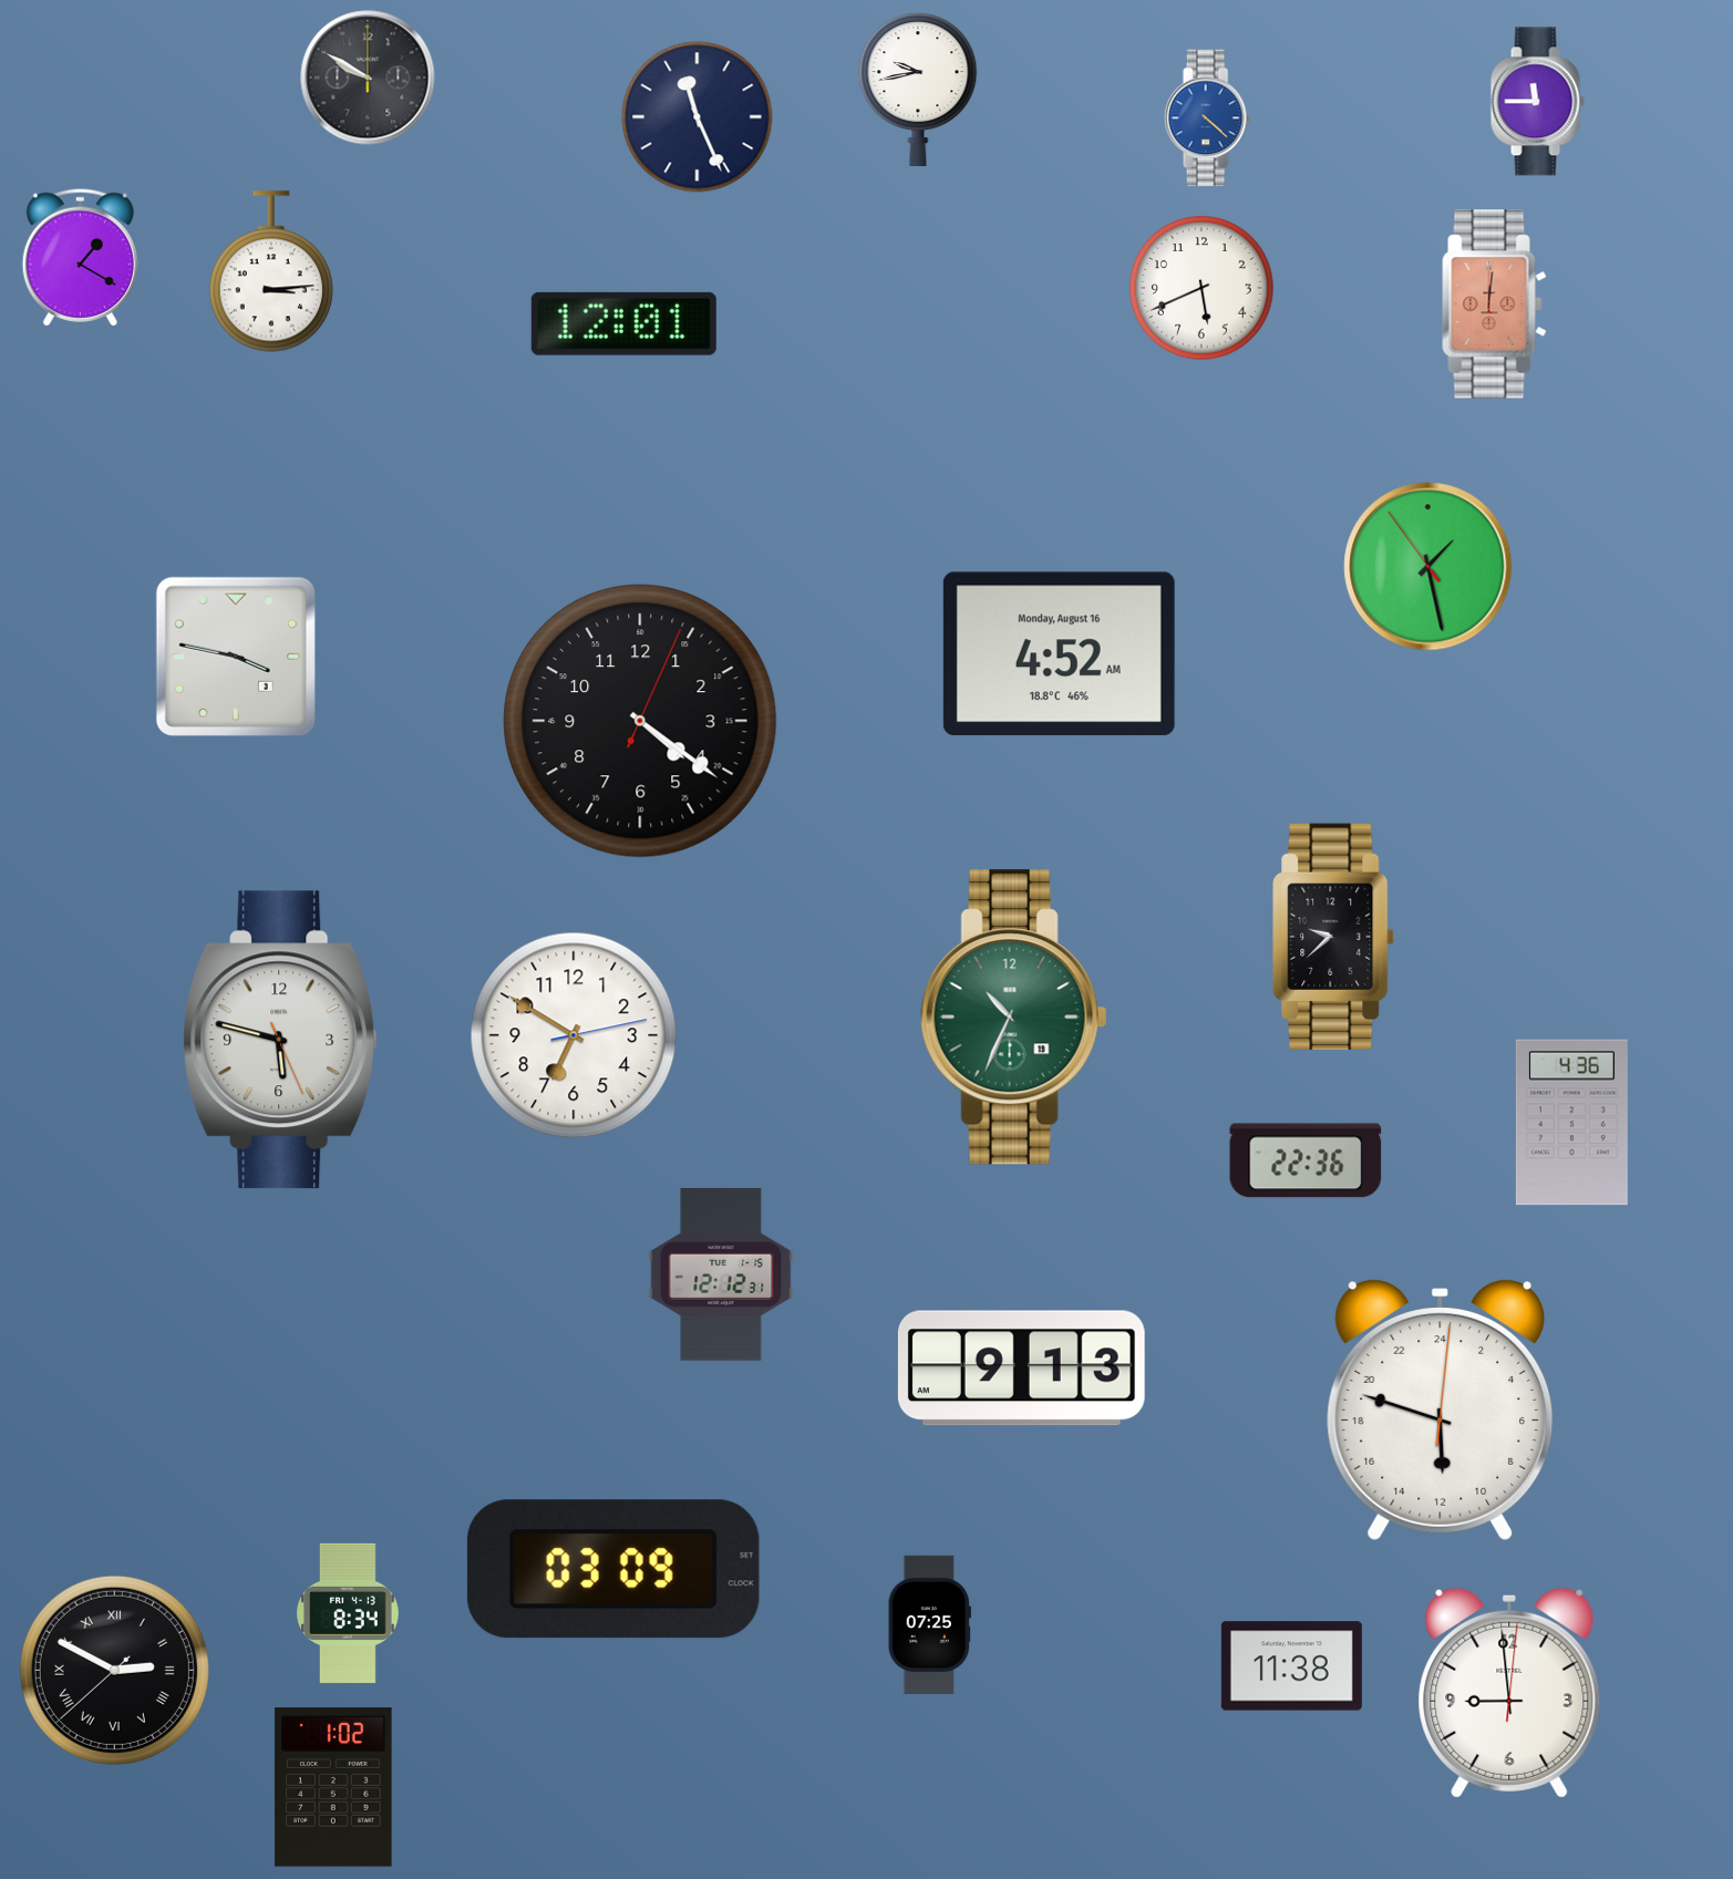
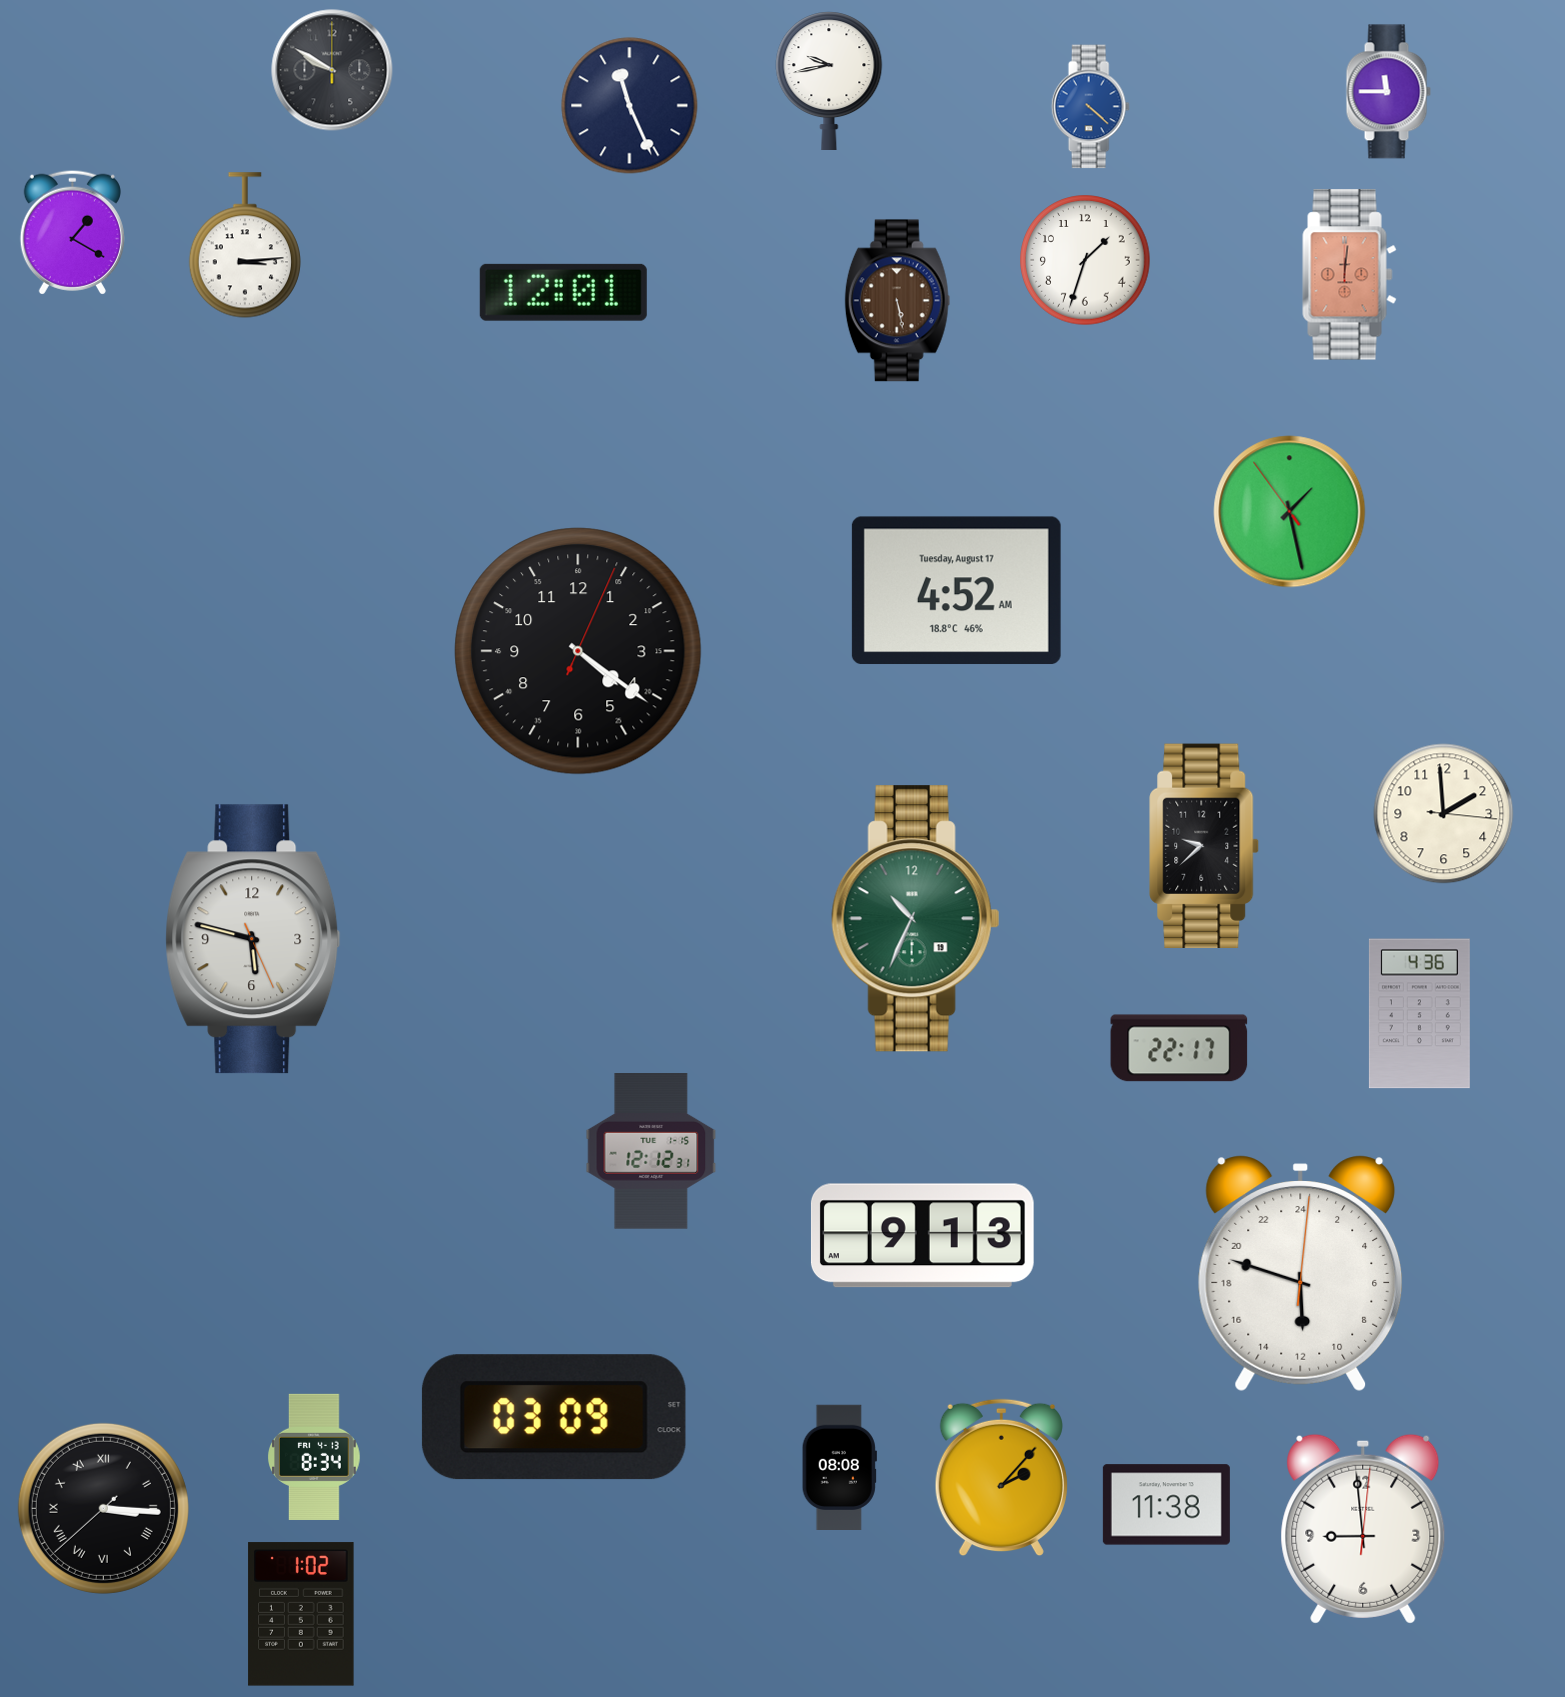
clock at (1201, 288): 5:41 -> 1:33
clock at (898, 301): none -> 5:28
clock at (1059, 653) date: Monday, August 16 -> Tuesday, August 17
clock at (236, 657): 3:47 -> none
clock at (1444, 814): none -> 1:59
clock at (574, 1035): 6:50 -> none
clock at (1306, 1160): 22:36 -> 22:17
clock at (929, 1624): 07:25 -> 08:08
clock at (1001, 1478): none -> 2:07
clock at (114, 1670): 2:49 -> 3:15
